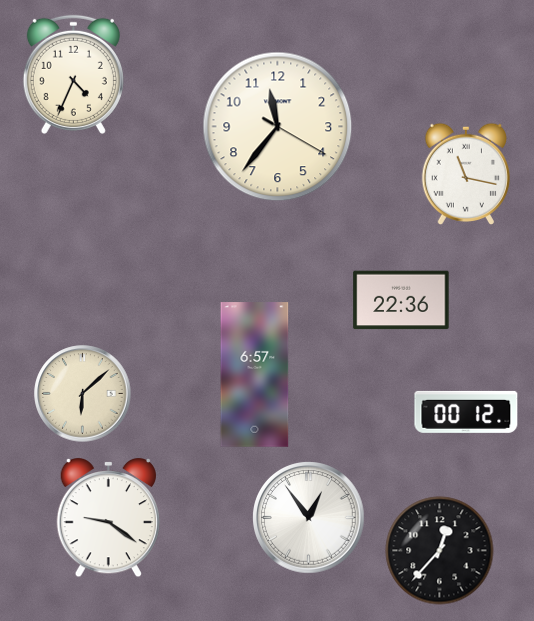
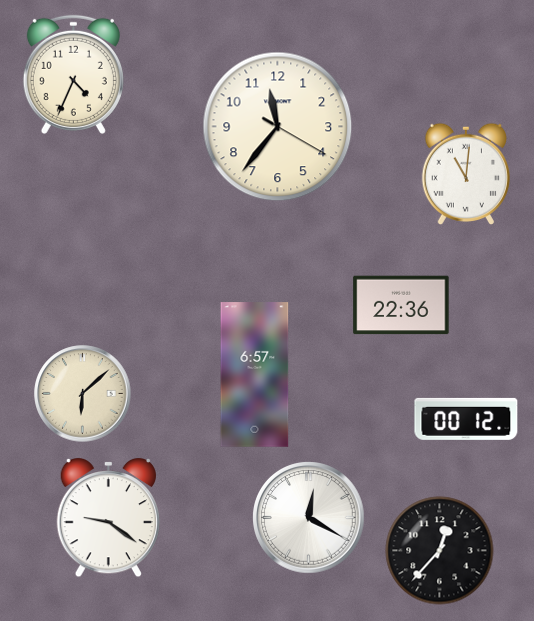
clock at (465, 173): 11:17 -> 11:01
clock at (401, 300) position: (401, 300) -> (401, 305)
clock at (466, 412) position: (466, 412) -> (466, 419)
clock at (309, 518): 12:54 -> 12:20
